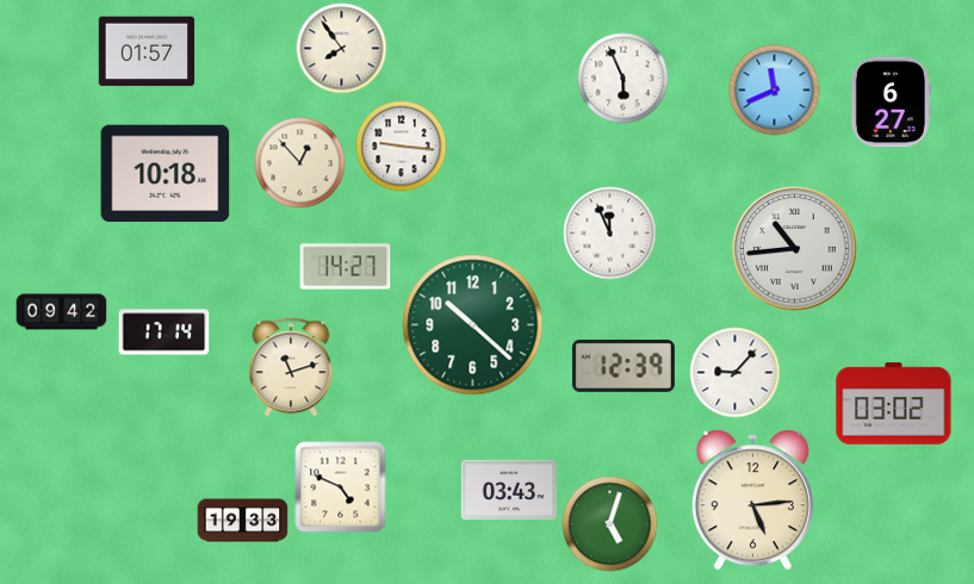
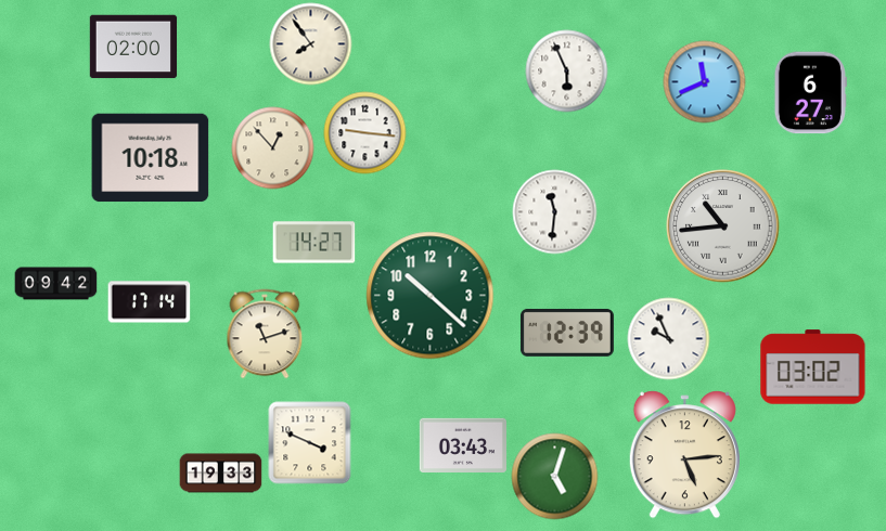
clock at (147, 51): 01:57 -> 02:00
clock at (610, 234): 11:56 -> 11:31
clock at (736, 373): 9:07 -> 9:56
clock at (341, 487): 4:49 -> 3:49
